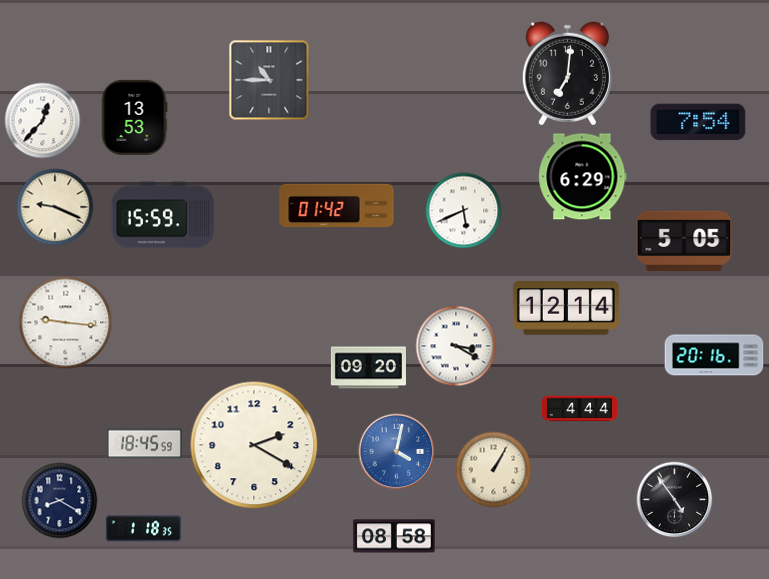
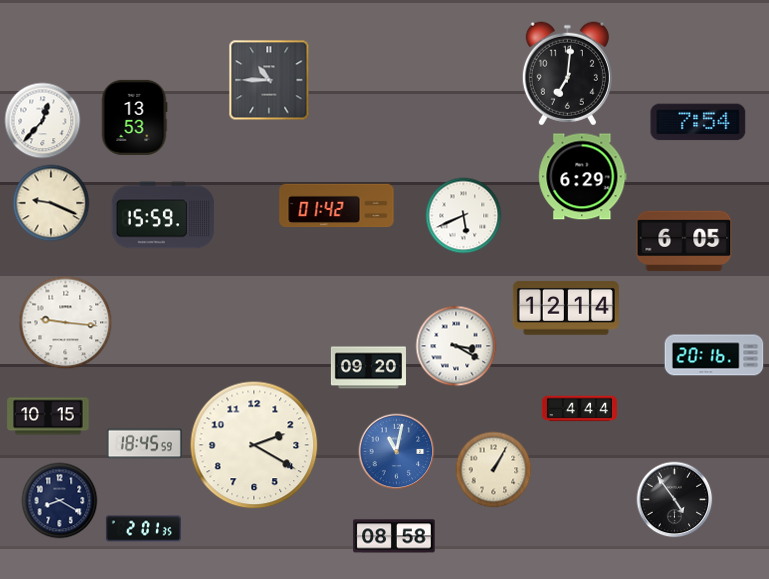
clock at (55, 207) position: (55, 207) -> (51, 203)
clock at (464, 211) position: (464, 211) -> (464, 216)
clock at (684, 241): 5:05 -> 6:05
clock at (48, 416): none -> 10:15
clock at (397, 452): 4:02 -> 11:02
clock at (143, 529): 1:18 -> 2:01
